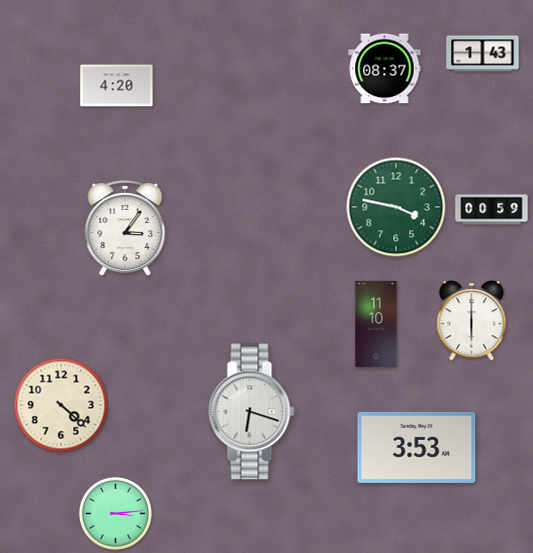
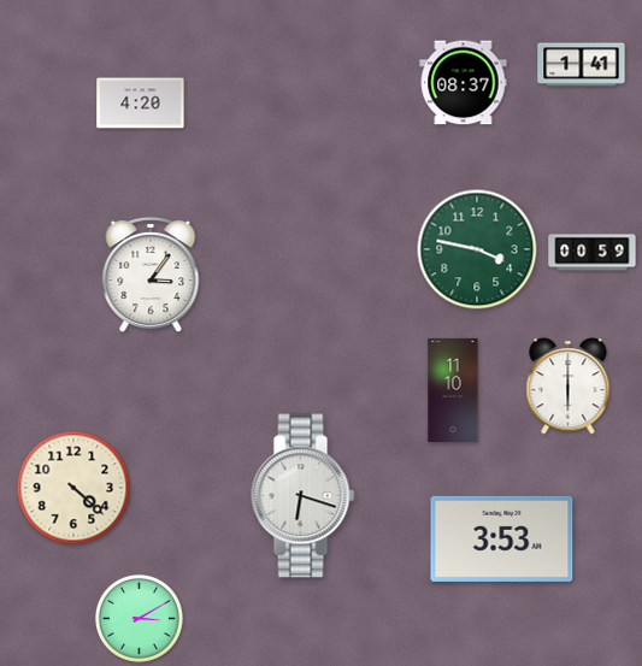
clock at (483, 54): 1:43 -> 1:41
clock at (115, 513): 3:14 -> 3:10
